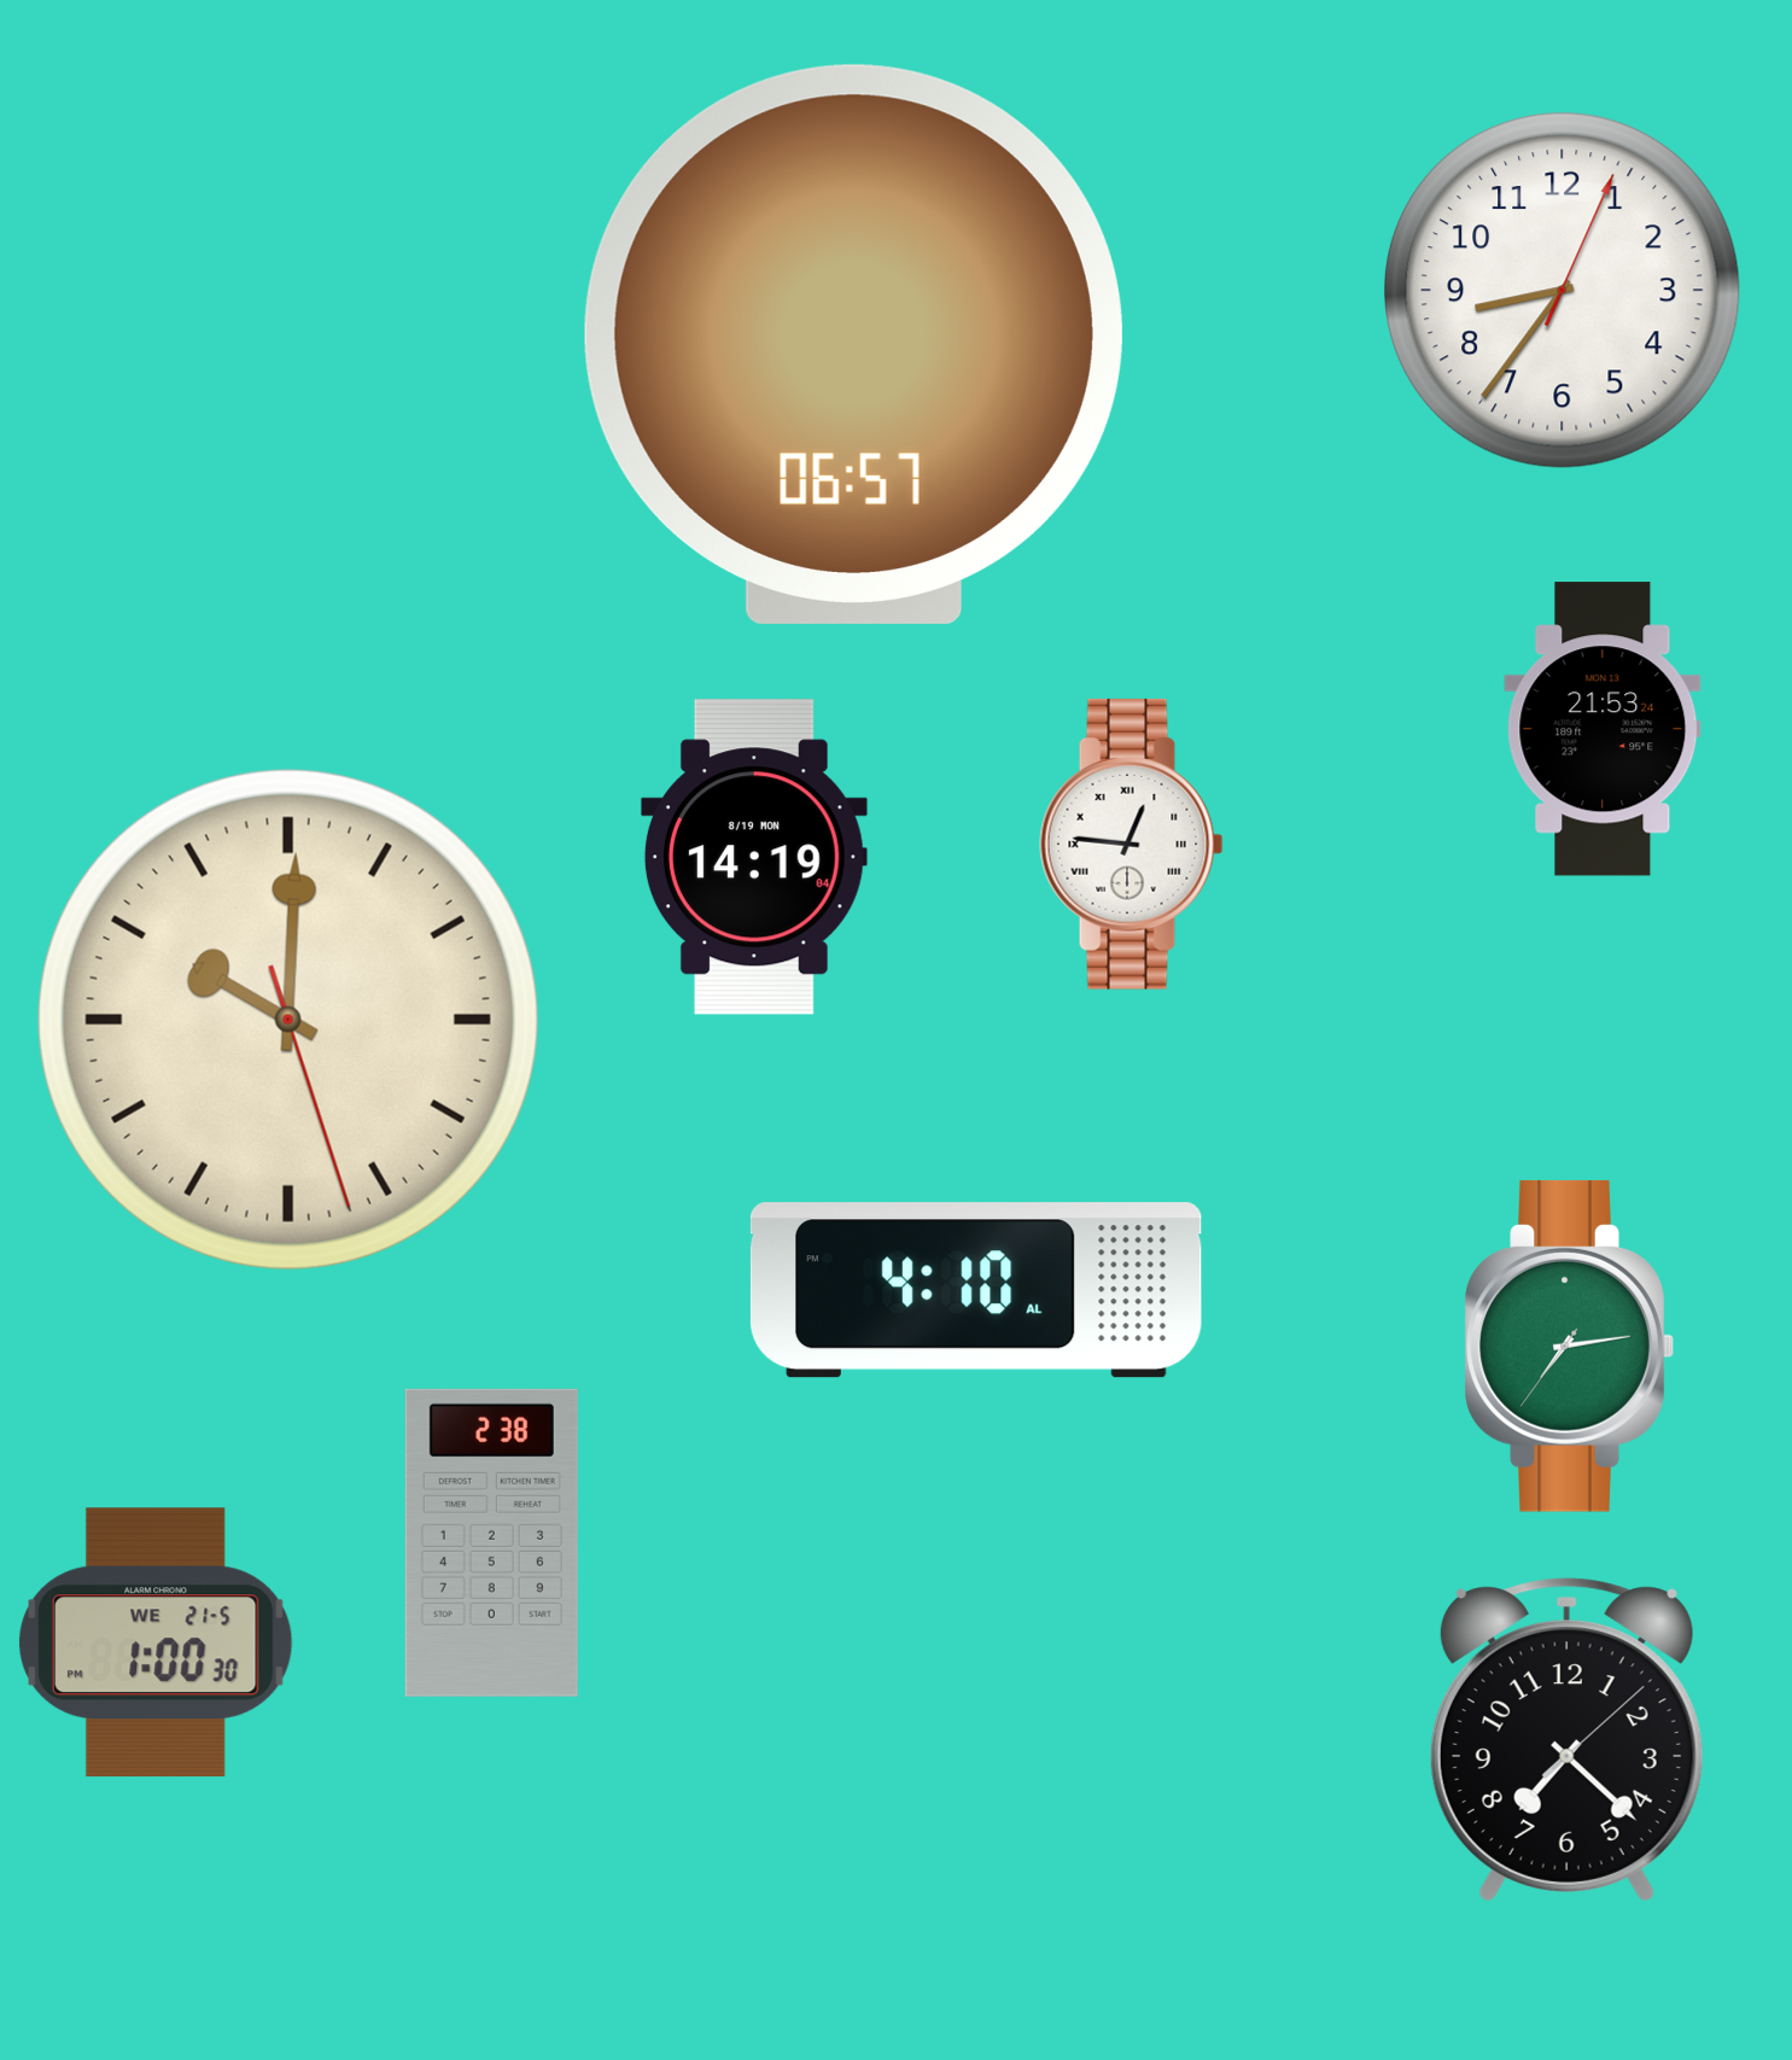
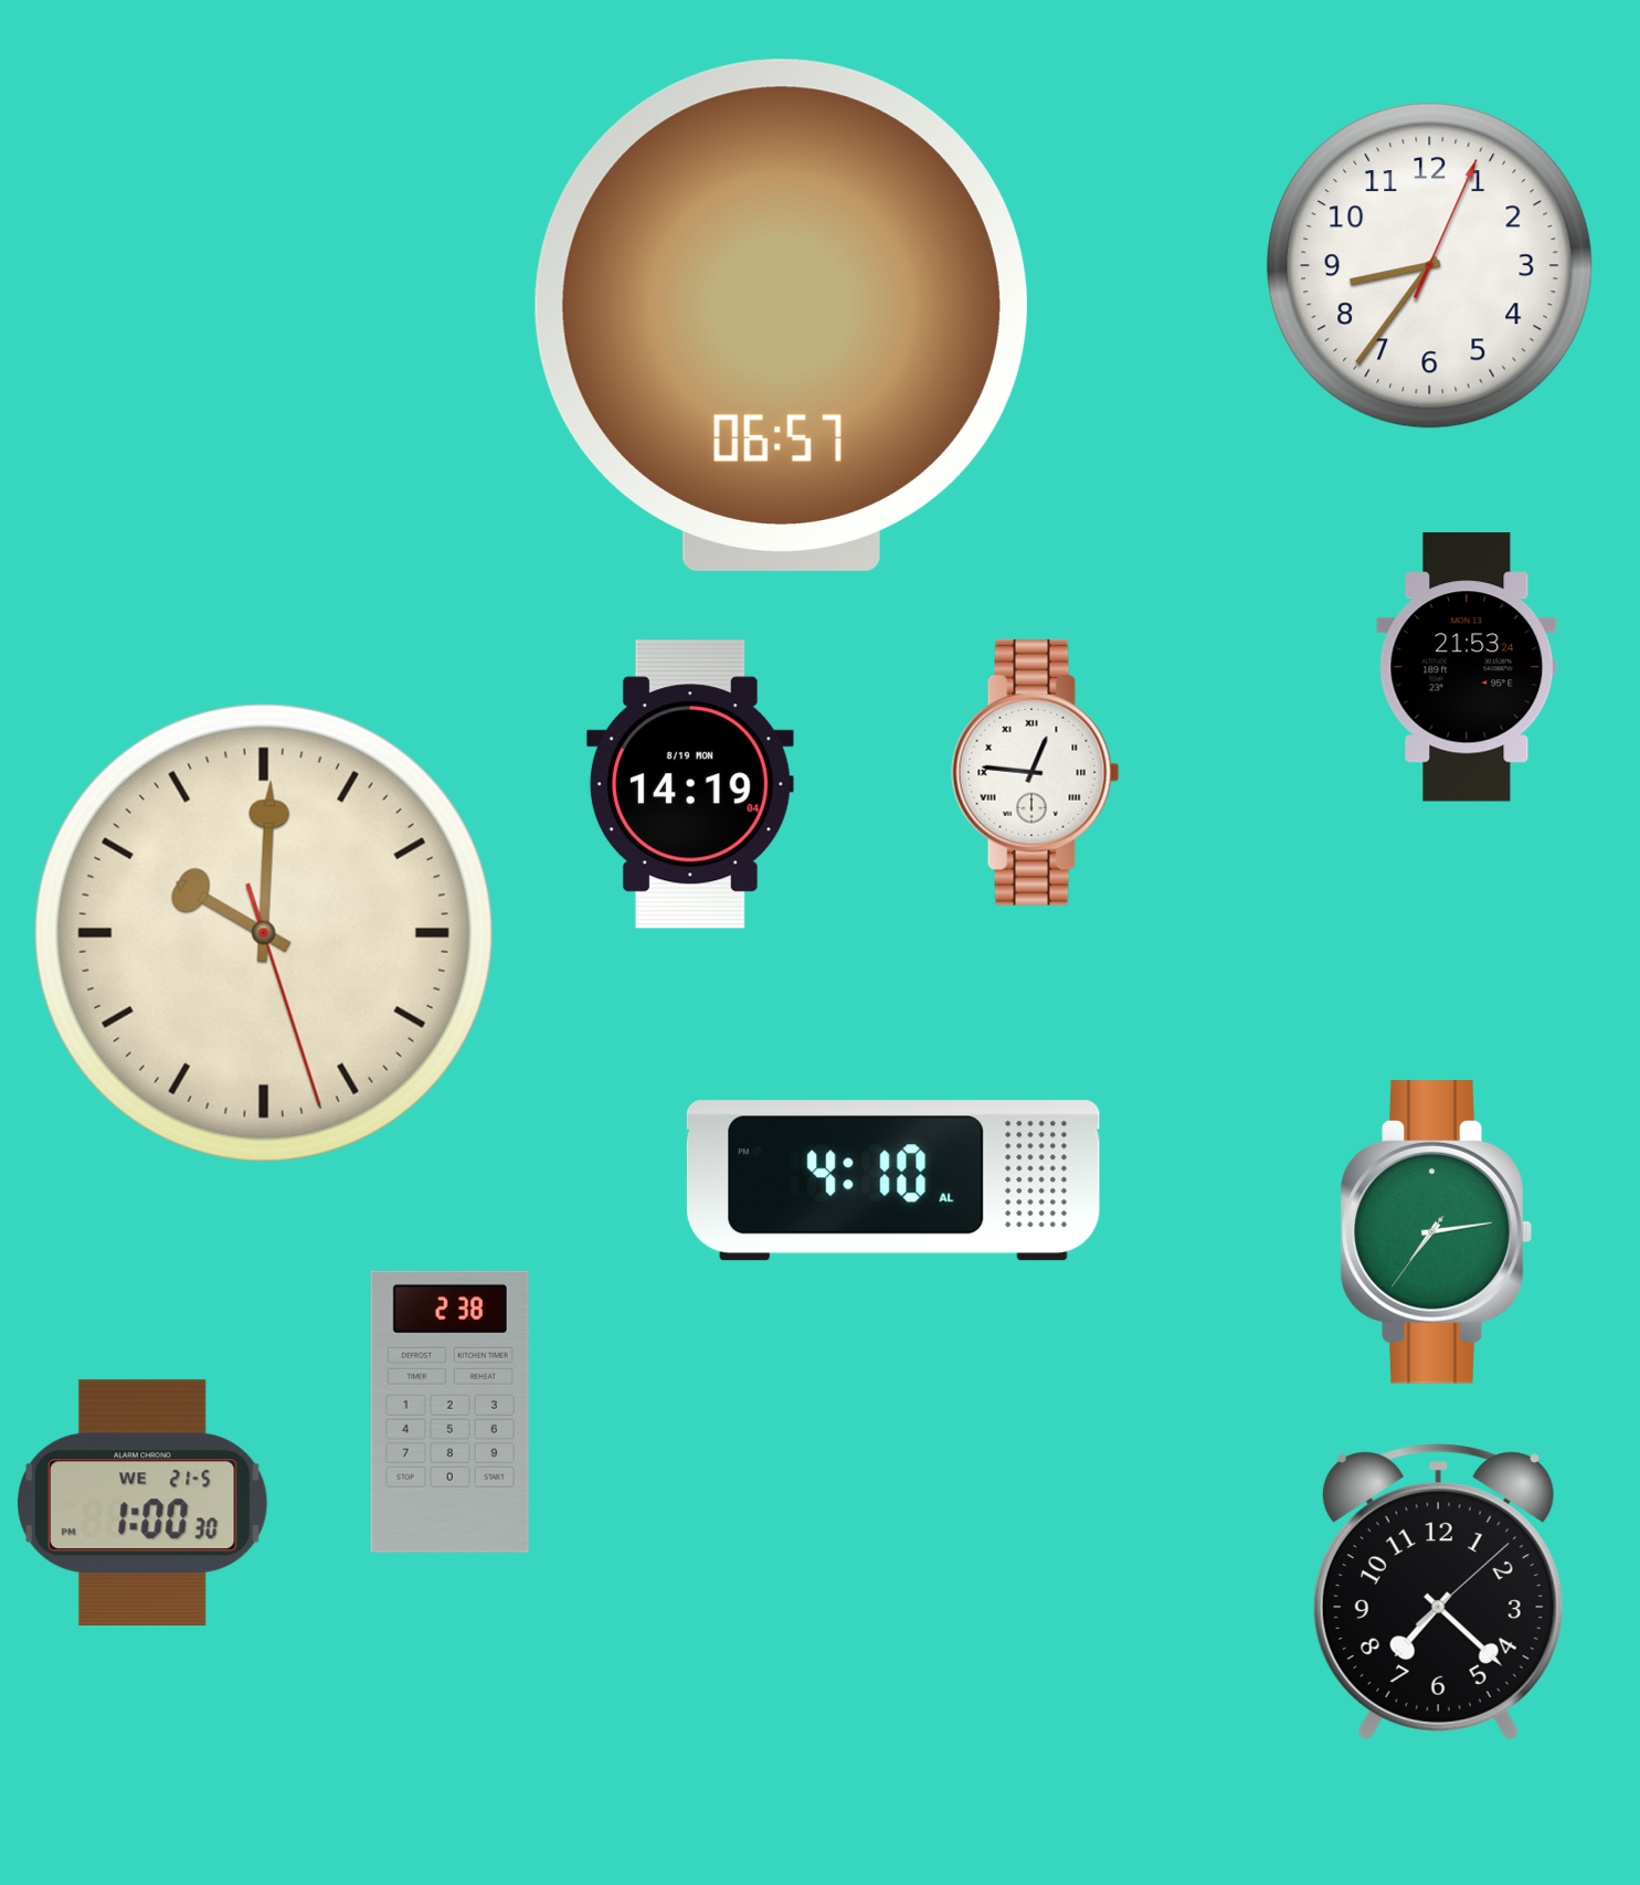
clock at (1566, 1740) position: (1566, 1740) -> (1438, 1592)
